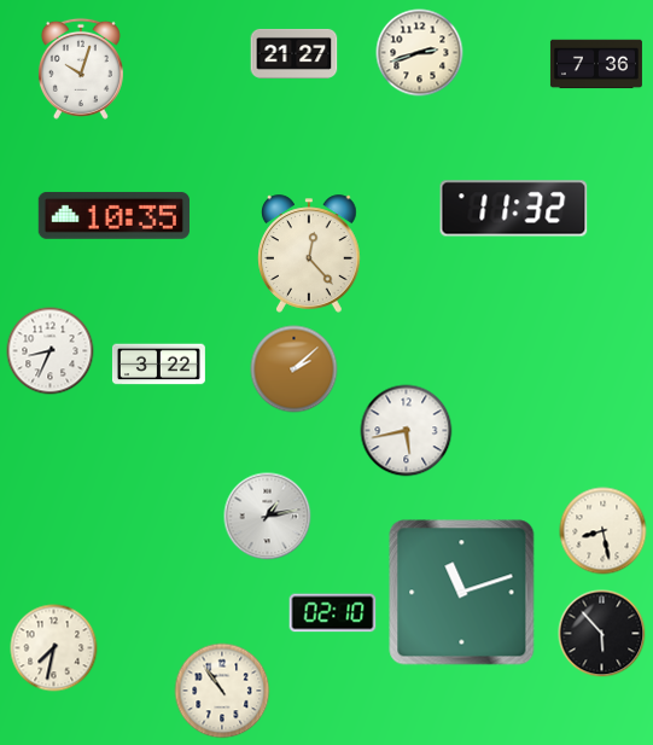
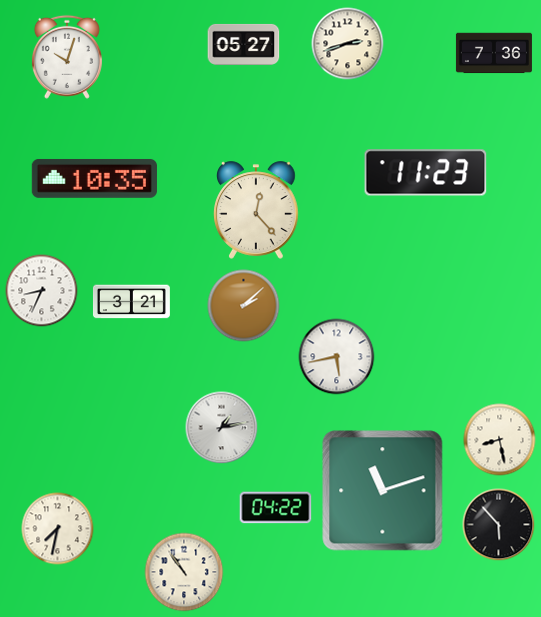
clock at (295, 53): 21:27 -> 05:27
clock at (514, 209): 11:32 -> 11:23
clock at (158, 365): 3:22 -> 3:21
clock at (333, 613): 02:10 -> 04:22
clock at (54, 648) position: (54, 648) -> (58, 529)
